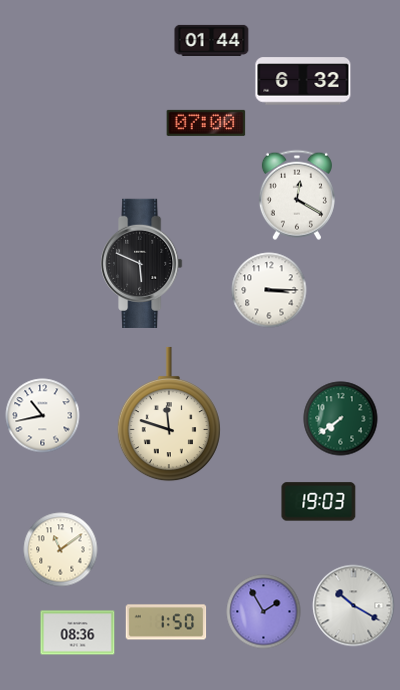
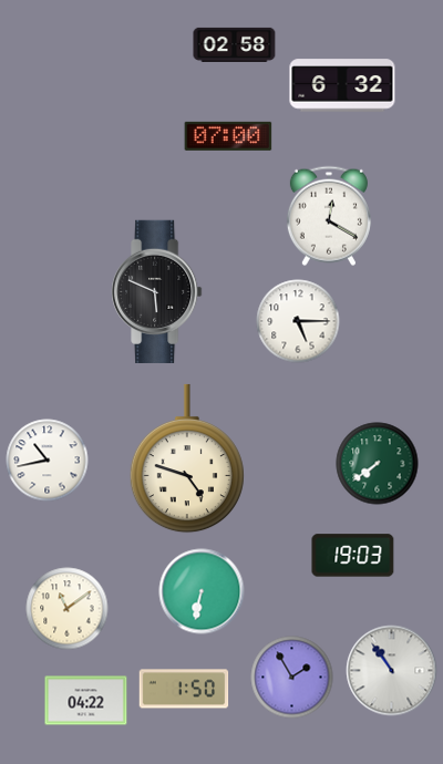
clock at (212, 40): 01:44 -> 02:58
clock at (303, 81) position: (303, 81) -> (342, 85)
clock at (269, 290): 3:15 -> 5:15
clock at (169, 414): 11:48 -> 4:48
clock at (202, 591): none -> 6:32
clock at (354, 606): 10:20 -> 10:54
clock at (78, 633): 08:36 -> 04:22
